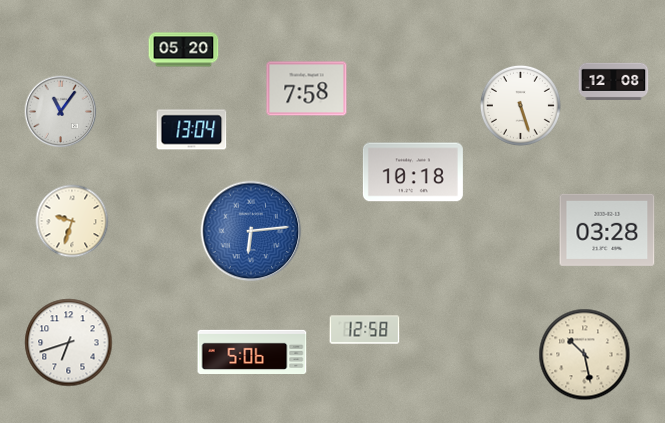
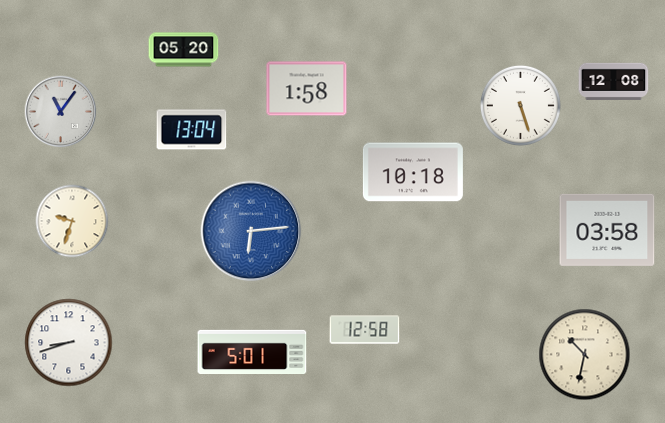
clock at (307, 89): 7:58 -> 1:58
clock at (607, 230): 03:28 -> 03:58
clock at (69, 343): 6:42 -> 8:42
clock at (252, 351): 5:06 -> 5:01
clock at (585, 355): 10:28 -> 10:32
